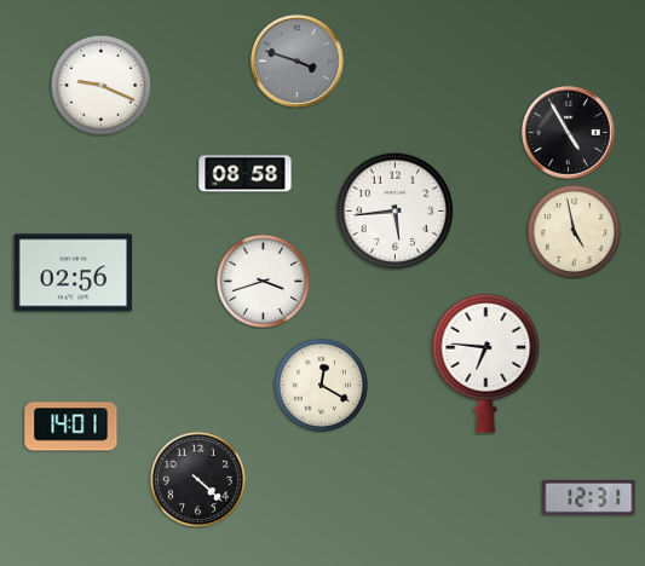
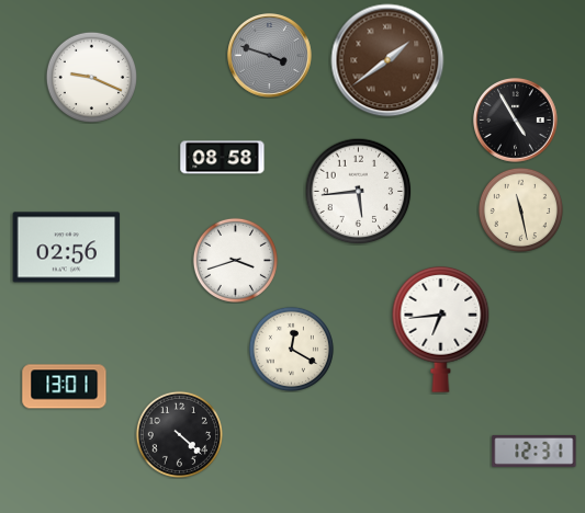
clock at (387, 60): none -> 1:39
clock at (574, 231): 4:58 -> 11:28
clock at (263, 281) position: (263, 281) -> (235, 260)
clock at (486, 363): 6:46 -> 6:44
clock at (71, 427): 14:01 -> 13:01
